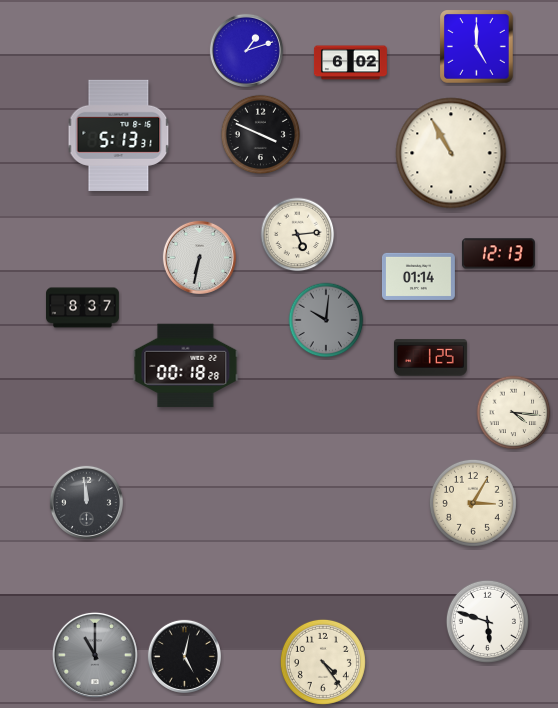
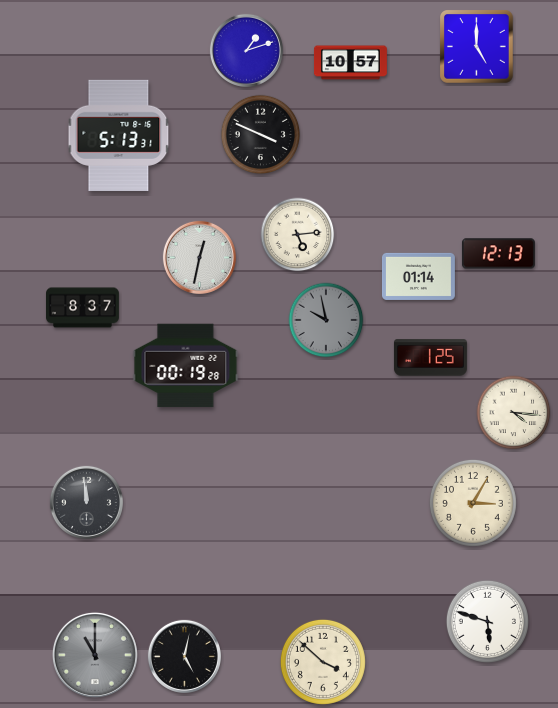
clock at (351, 63): 6:02 -> 10:57
clock at (451, 153): 10:55 -> none
clock at (199, 257): 6:32 -> 12:32
clock at (326, 320): 10:01 -> 9:58
clock at (186, 366): 00:18 -> 00:19
clock at (323, 662): 4:24 -> 3:52
